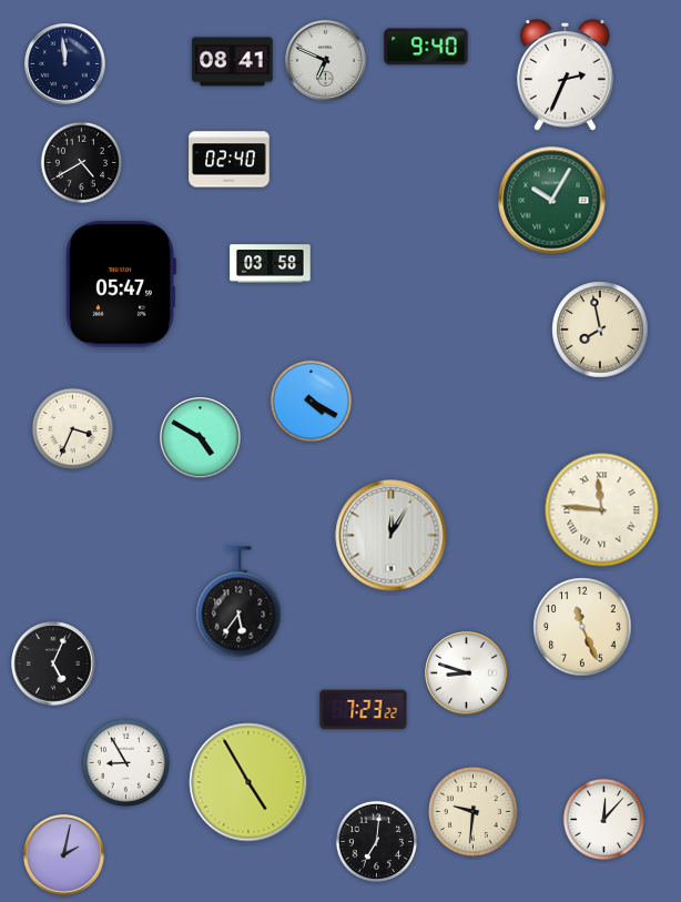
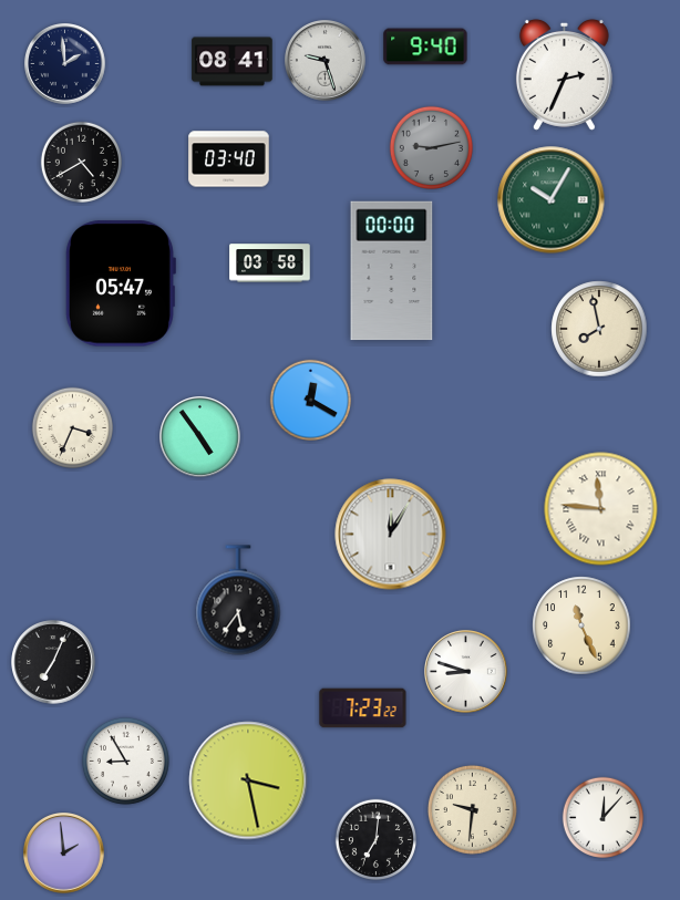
clock at (326, 61): 6:49 -> 9:27
clock at (65, 64): 11:59 -> 1:59
clock at (431, 147): none -> 9:13
clock at (230, 160): 02:40 -> 03:40
clock at (392, 271): none -> 00:00
clock at (312, 402): 4:20 -> 12:20
clock at (201, 438): 4:50 -> 4:54
clock at (53, 663): 5:04 -> 7:04
clock at (248, 782): 4:55 -> 3:28
clock at (64, 855): 2:02 -> 1:59
